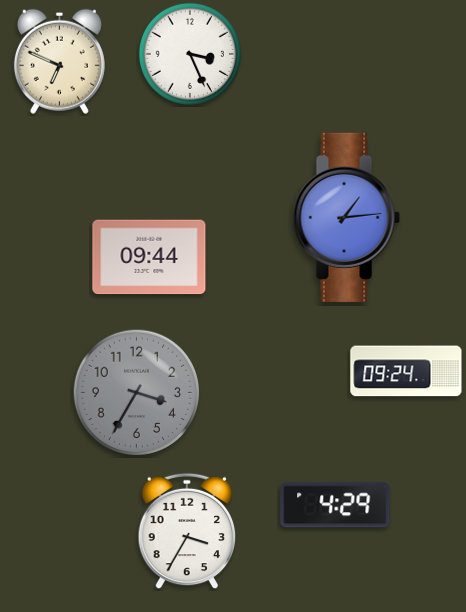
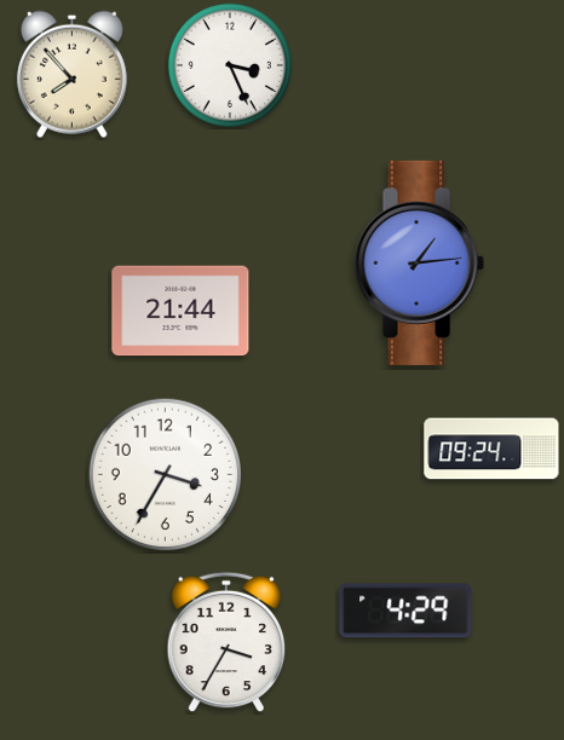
clock at (59, 61): 6:49 -> 7:53
clock at (149, 257): 09:44 -> 21:44
clock at (136, 392) dial: grey -> white
